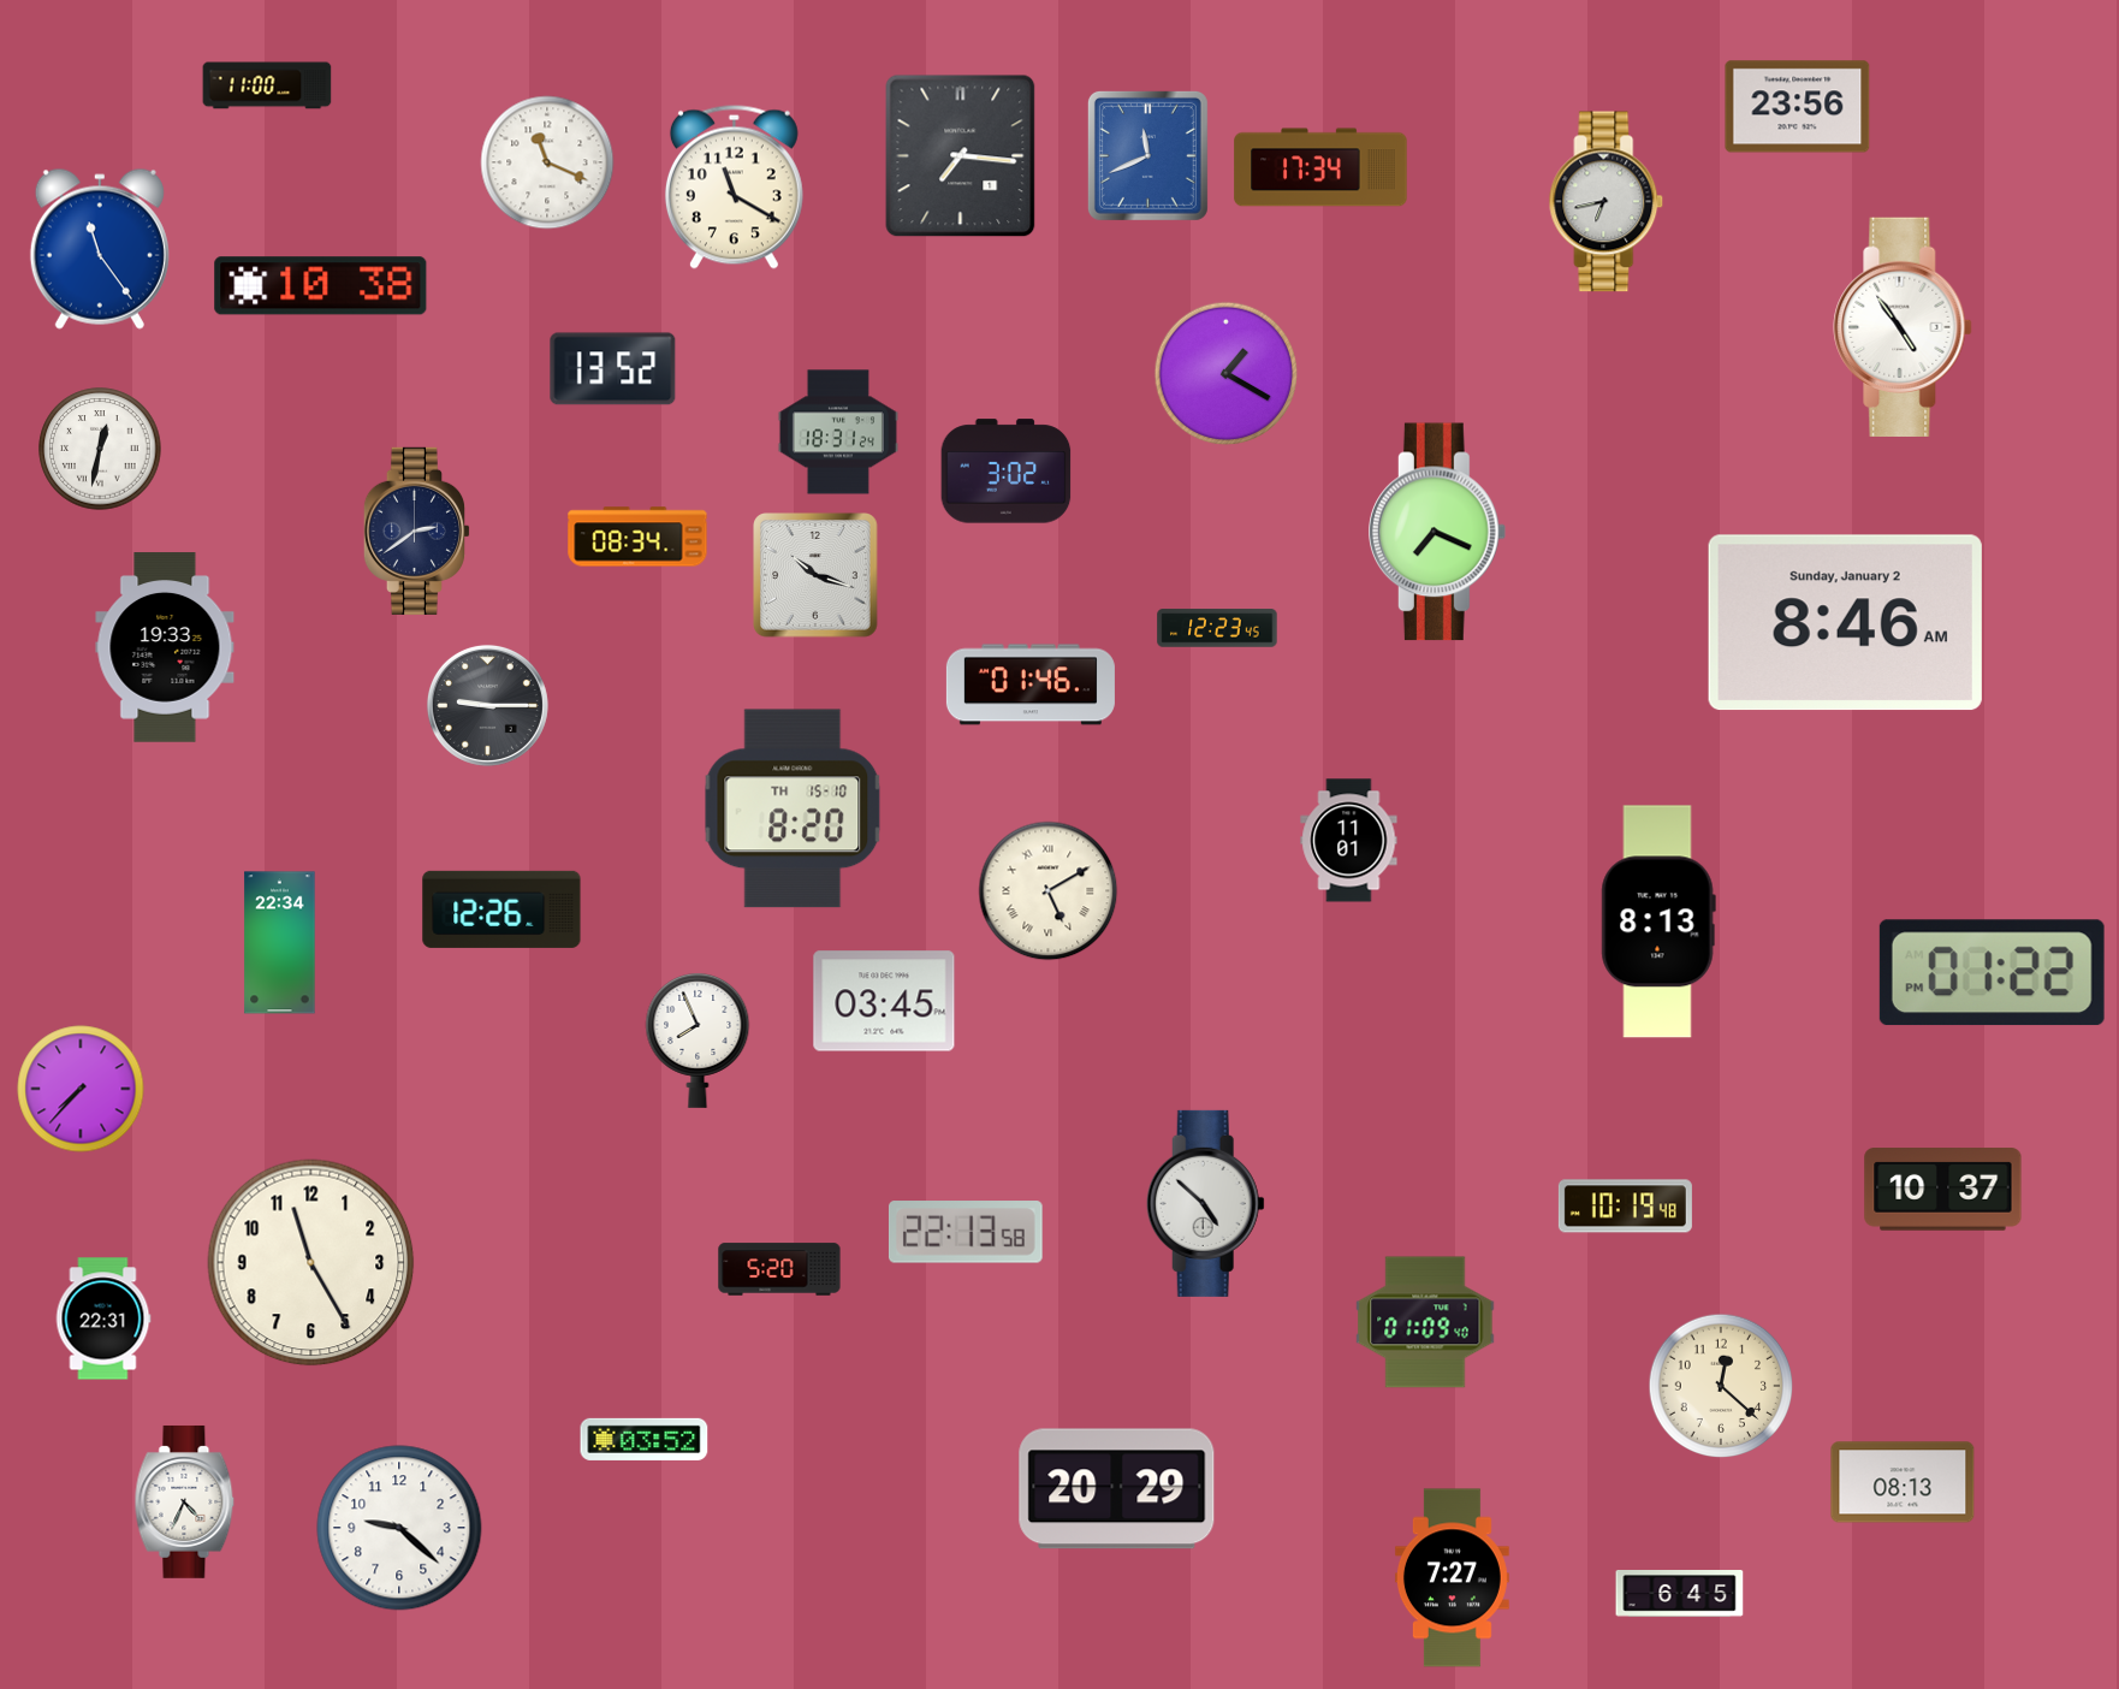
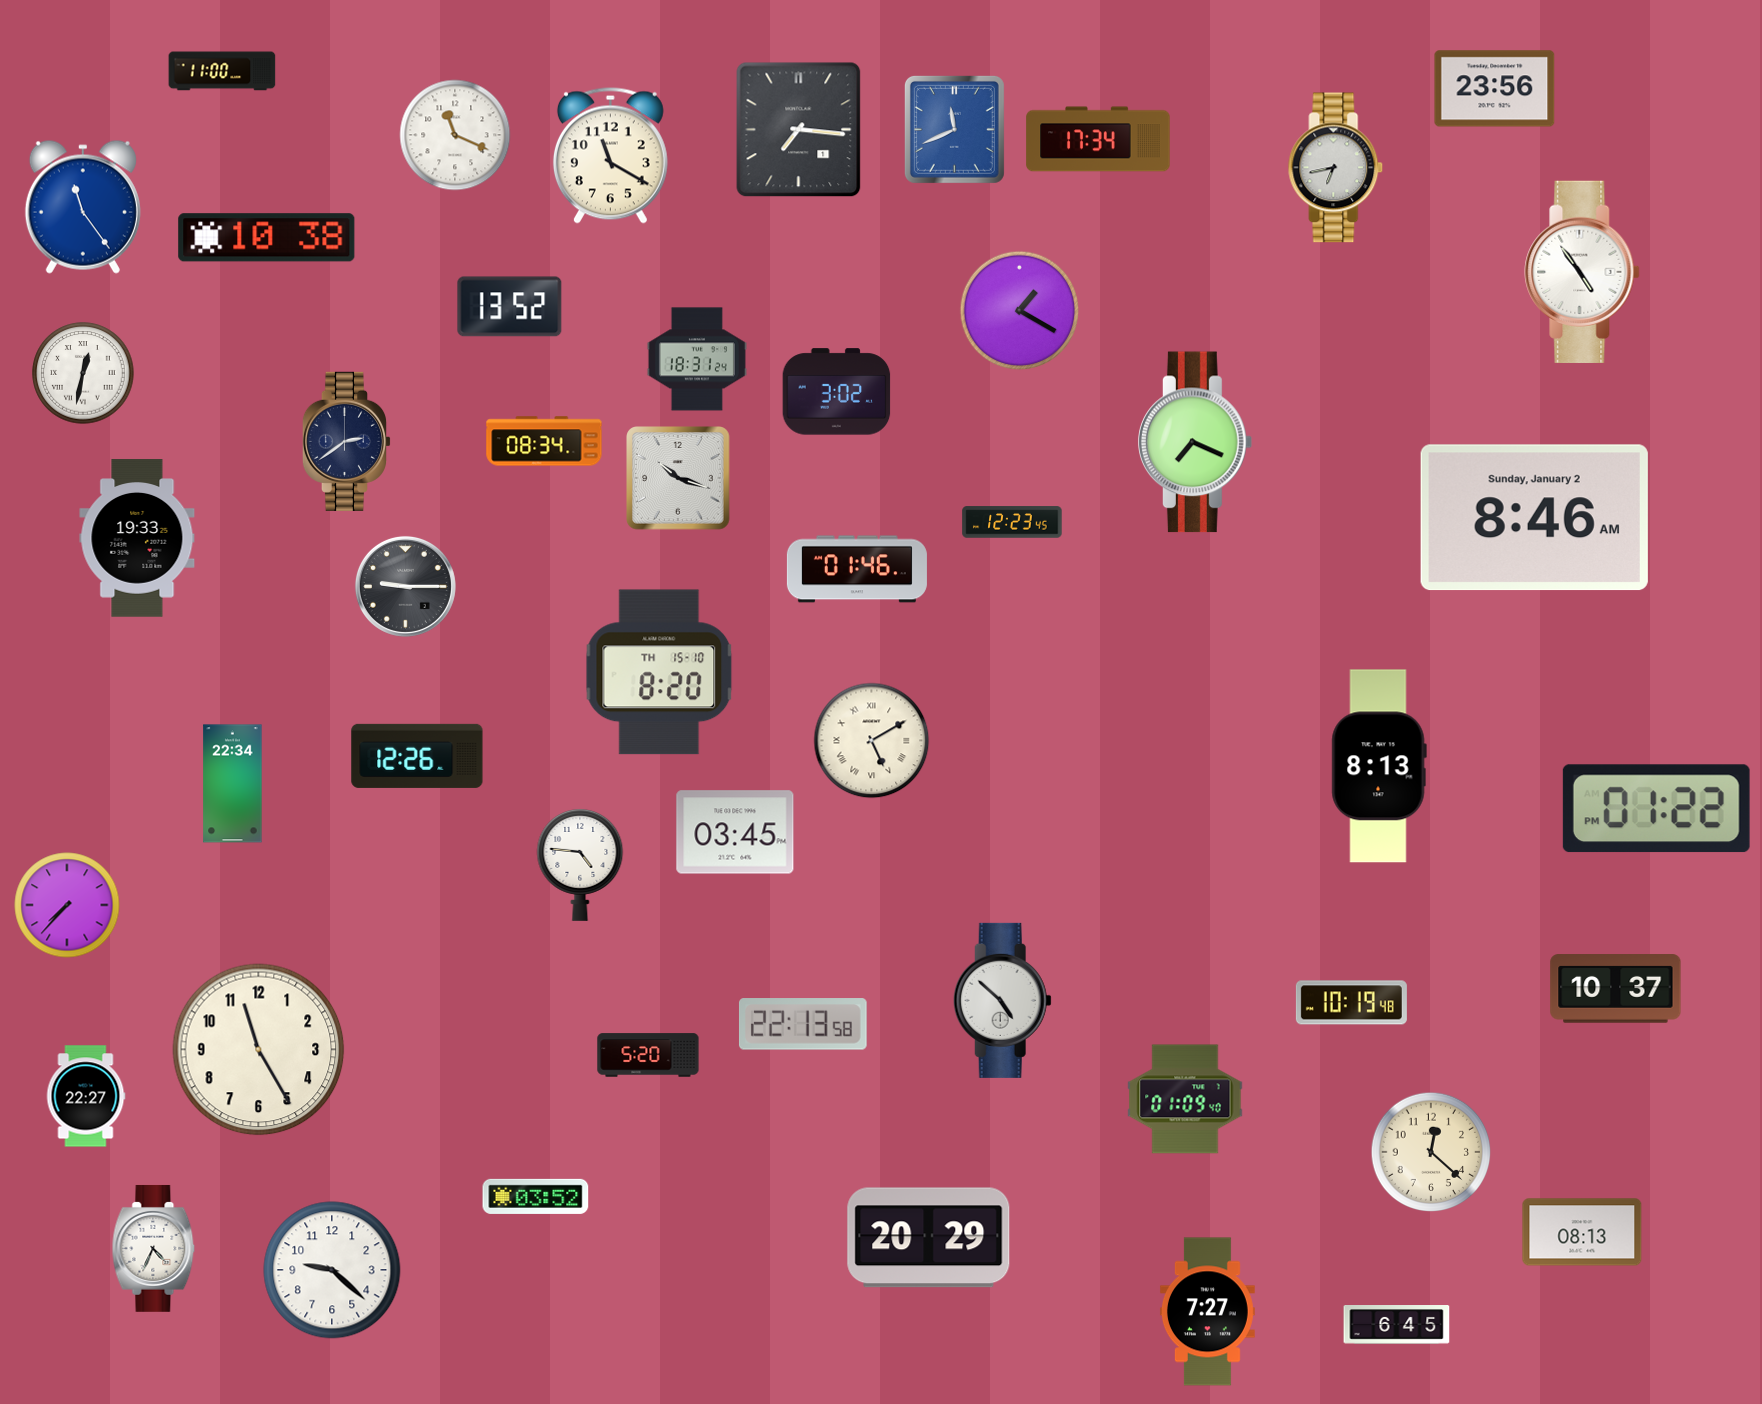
clock at (637, 537) position: (637, 537) -> (544, 441)
clock at (1349, 841): 11:01 -> none
clock at (698, 1041): 7:56 -> 4:46
clock at (103, 1318): 22:31 -> 22:27
